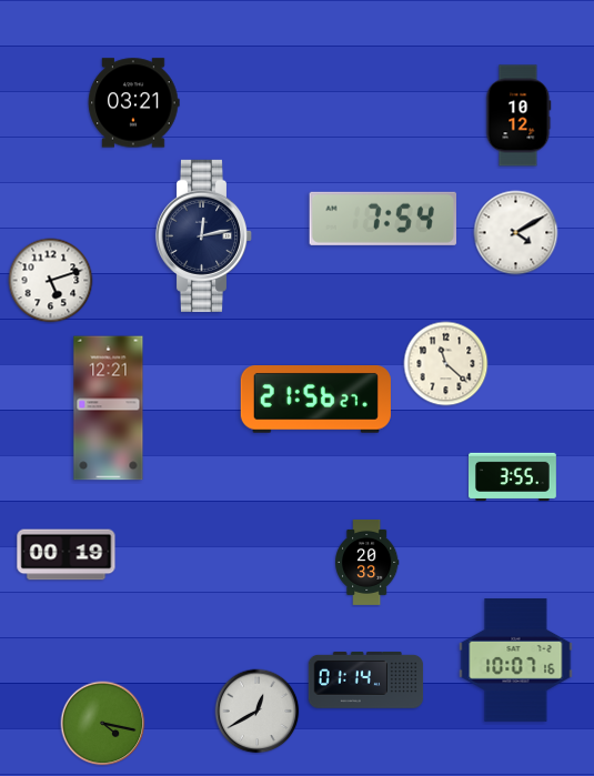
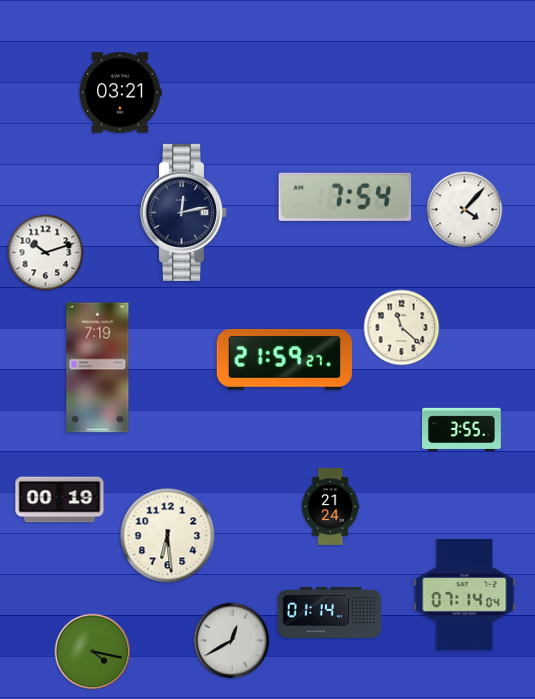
clock at (519, 115): 10:12 -> none
clock at (516, 233): 4:10 -> 4:07
clock at (51, 281): 5:12 -> 10:12
clock at (315, 400): 21:56 -> 21:59
clock at (109, 409): 12:21 -> 7:19
clock at (368, 562): 20:33 -> 21:24
clock at (168, 536): none -> 6:29
clock at (516, 661): 10:07 -> 07:14
